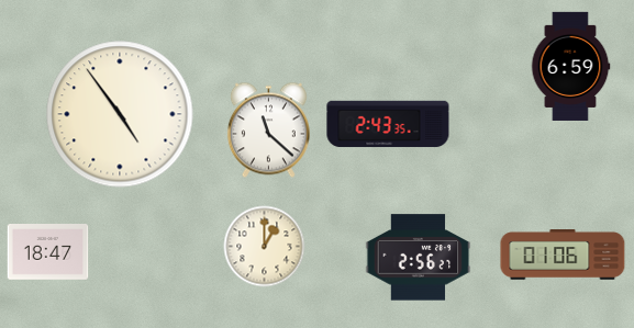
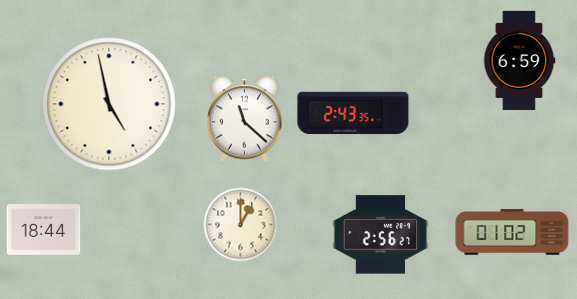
clock at (120, 114): 4:54 -> 4:58
clock at (48, 252): 18:47 -> 18:44
clock at (563, 255): 01:06 -> 01:02
